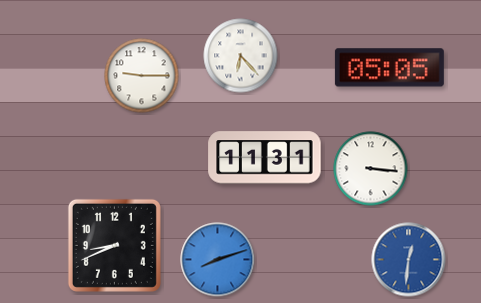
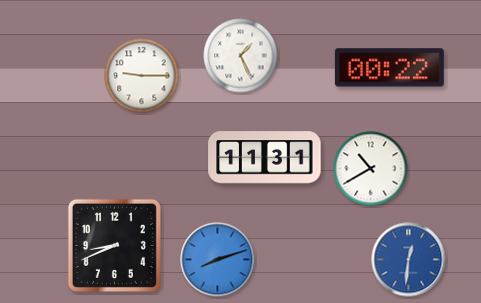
clock at (241, 56): 6:23 -> 1:26
clock at (389, 68): 05:05 -> 00:22
clock at (371, 169): 3:16 -> 10:40
